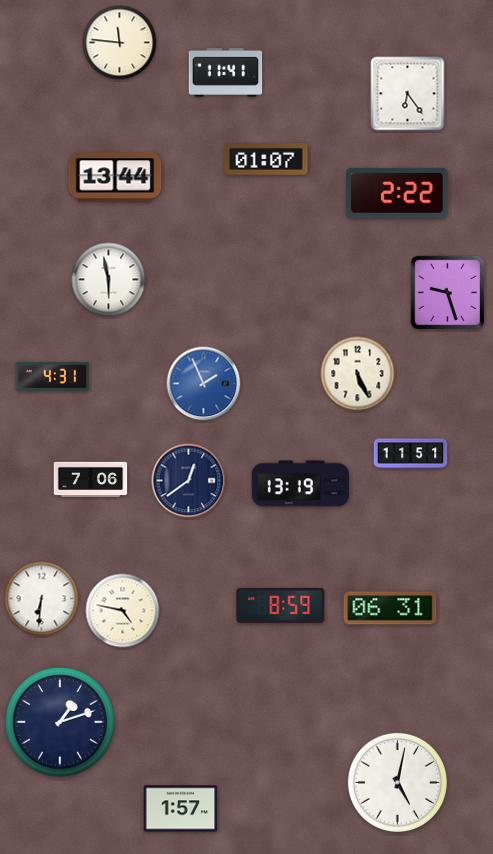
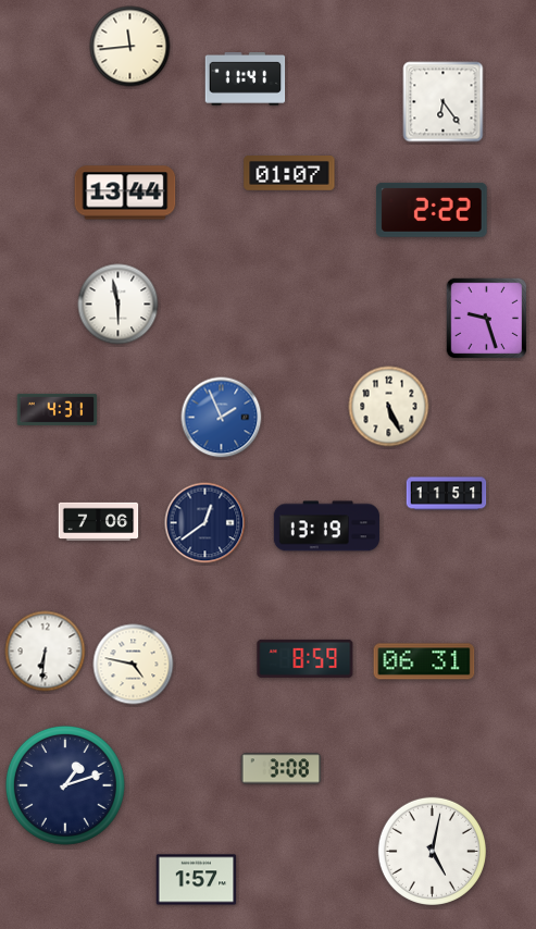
clock at (120, 43): 11:46 -> 11:44
clock at (282, 769): none -> 3:08
